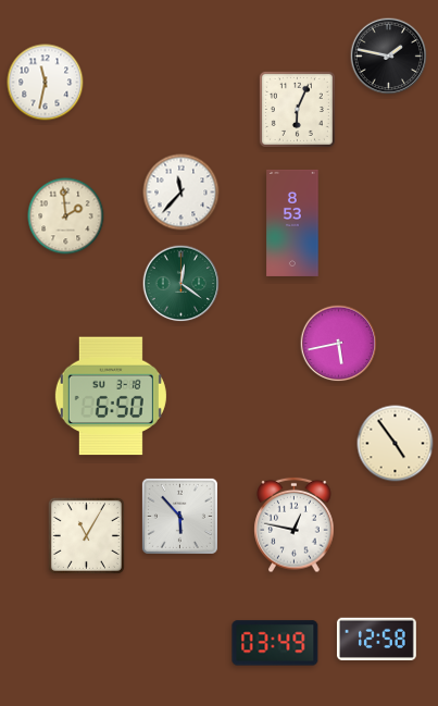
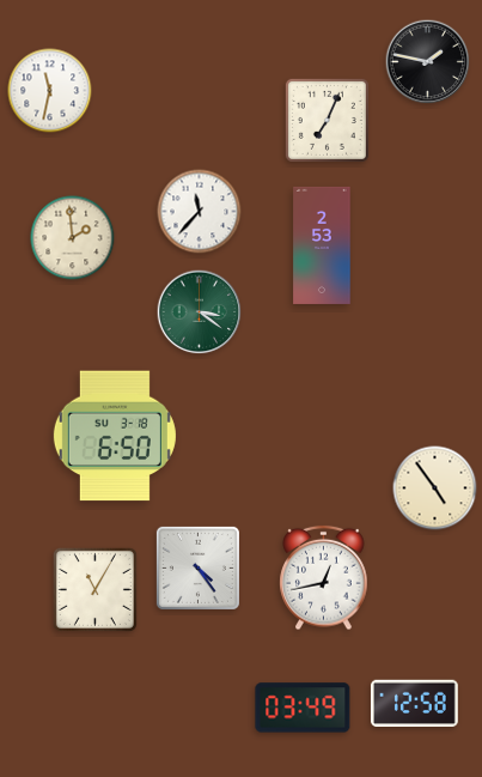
clock at (297, 109): 6:04 -> 7:04
clock at (292, 223): 8:53 -> 2:53
clock at (182, 284): 12:21 -> 3:21
clock at (339, 344): 5:43 -> none
clock at (111, 396) position: (111, 396) -> (115, 436)
clock at (179, 516): 5:53 -> 4:24
clock at (295, 525): 12:47 -> 12:43
